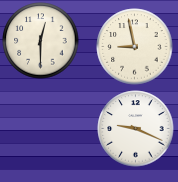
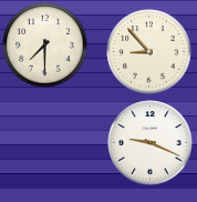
clock at (41, 41): 12:30 -> 7:30
clock at (135, 47): 8:58 -> 8:53
